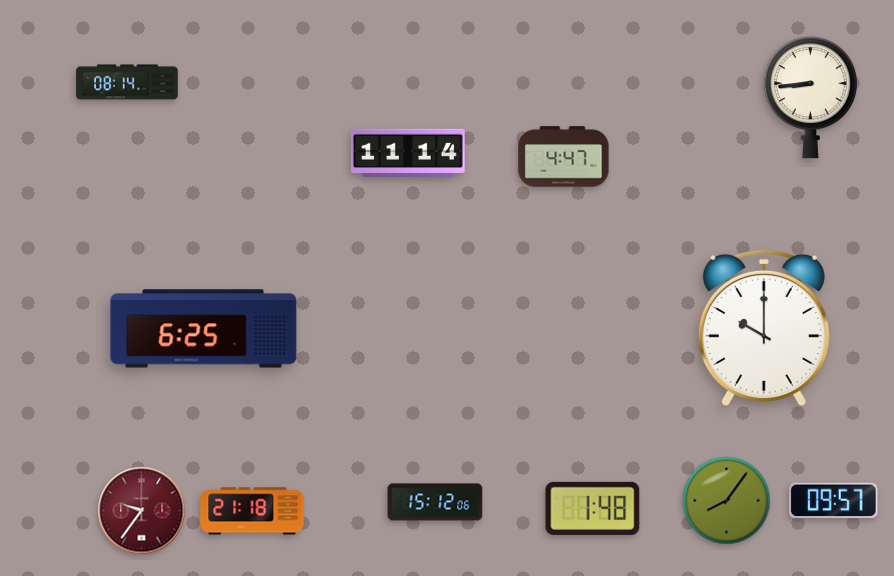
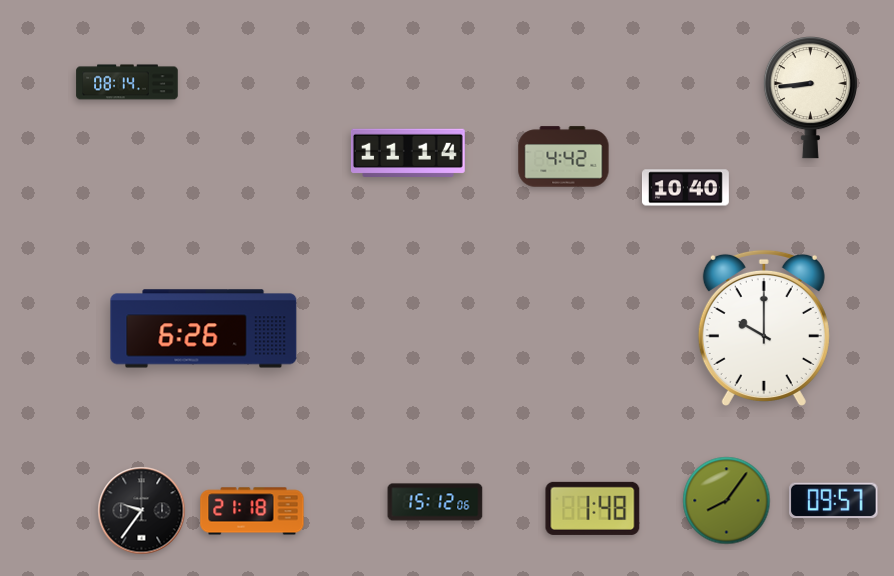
clock at (564, 157): 4:47 -> 4:42
clock at (685, 188): none -> 10:40
clock at (204, 329): 6:25 -> 6:26
clock at (142, 511) dial: burgundy -> black
